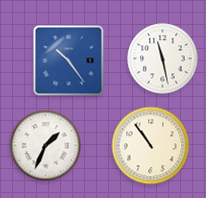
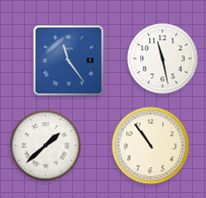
clock at (69, 61): 10:24 -> 11:24
clock at (46, 146): 1:34 -> 1:38
